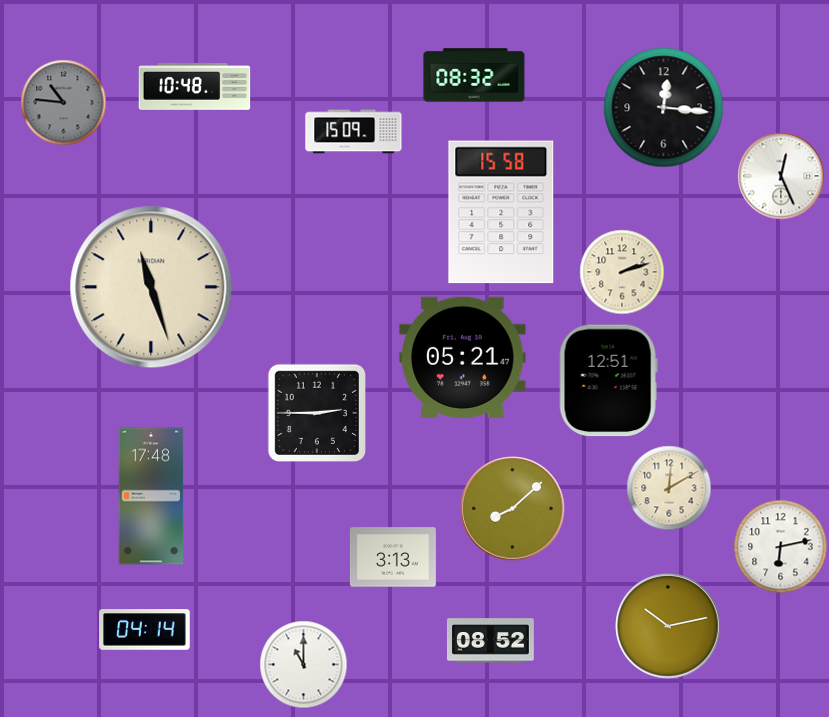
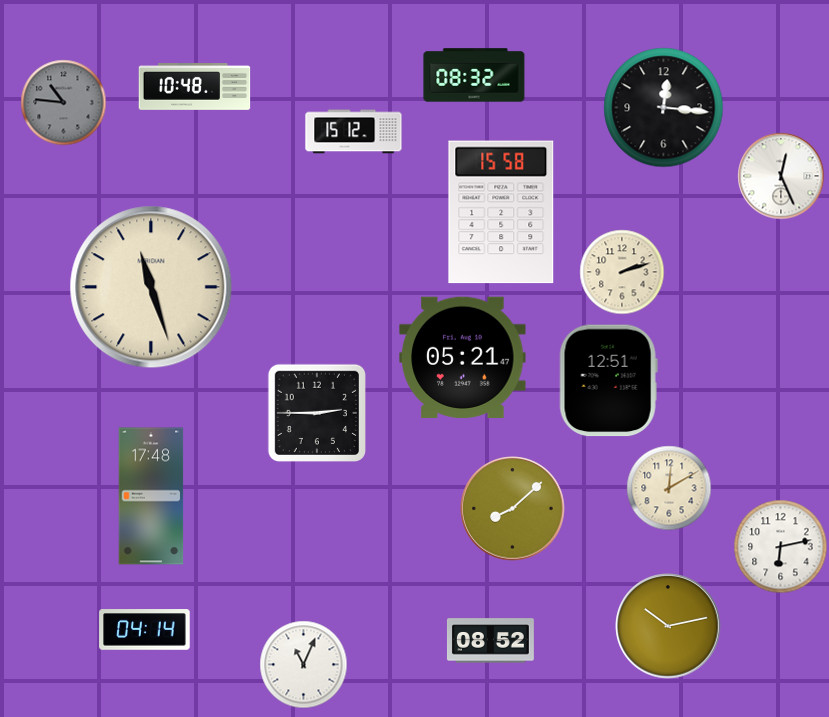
clock at (354, 132): 15:09 -> 15:12
clock at (393, 557): 3:13 -> none
clock at (304, 665): 11:00 -> 11:04
